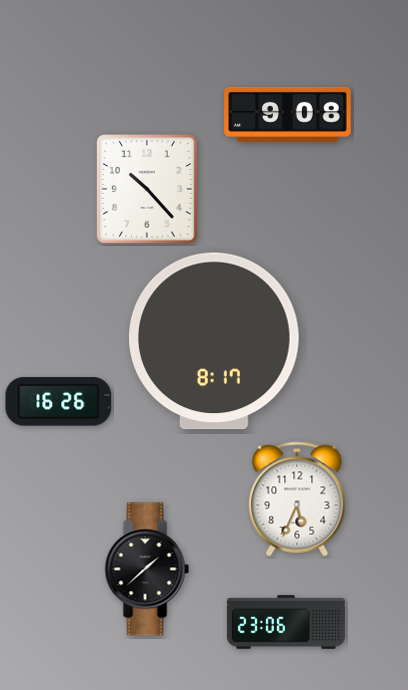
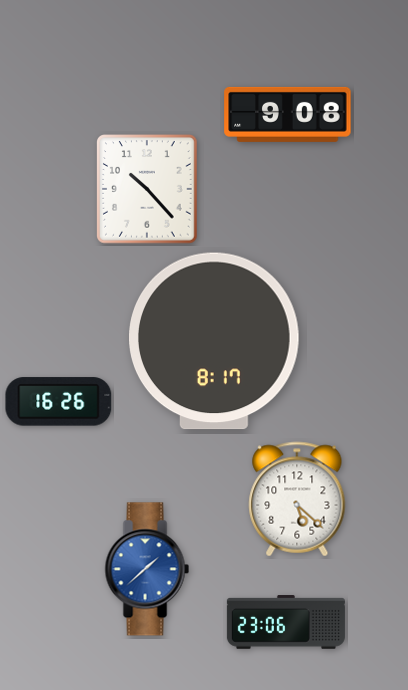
clock at (297, 499): 5:34 -> 5:22
clock at (147, 569) dial: black -> blue
